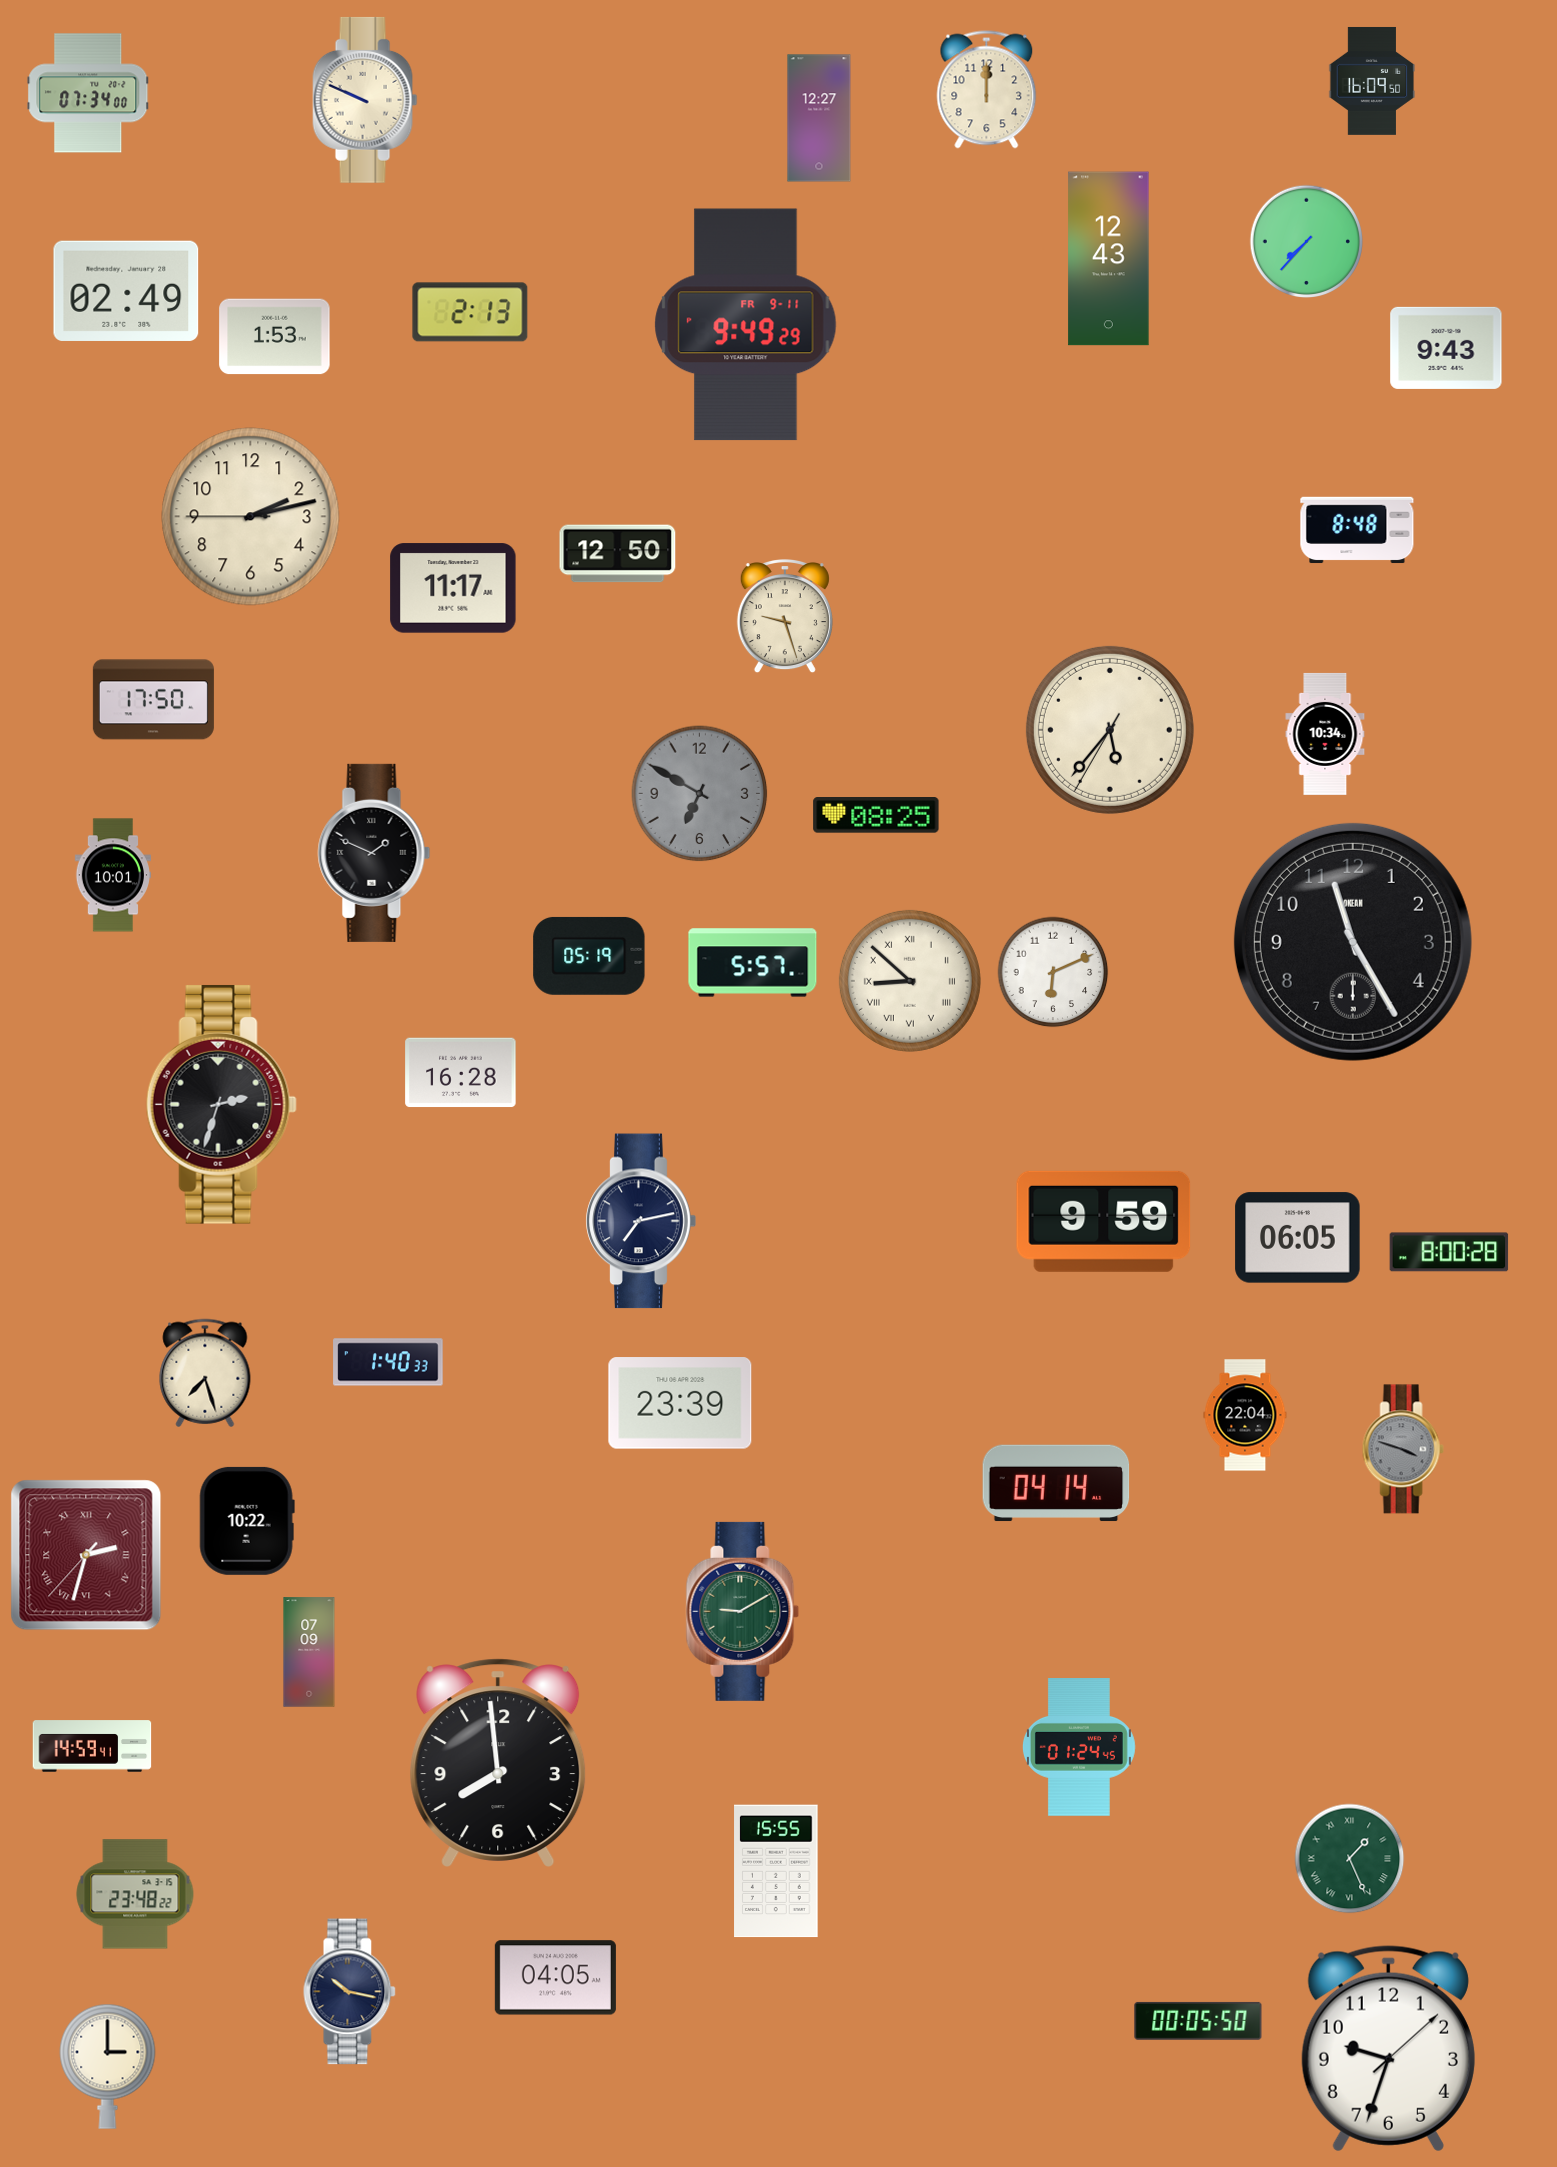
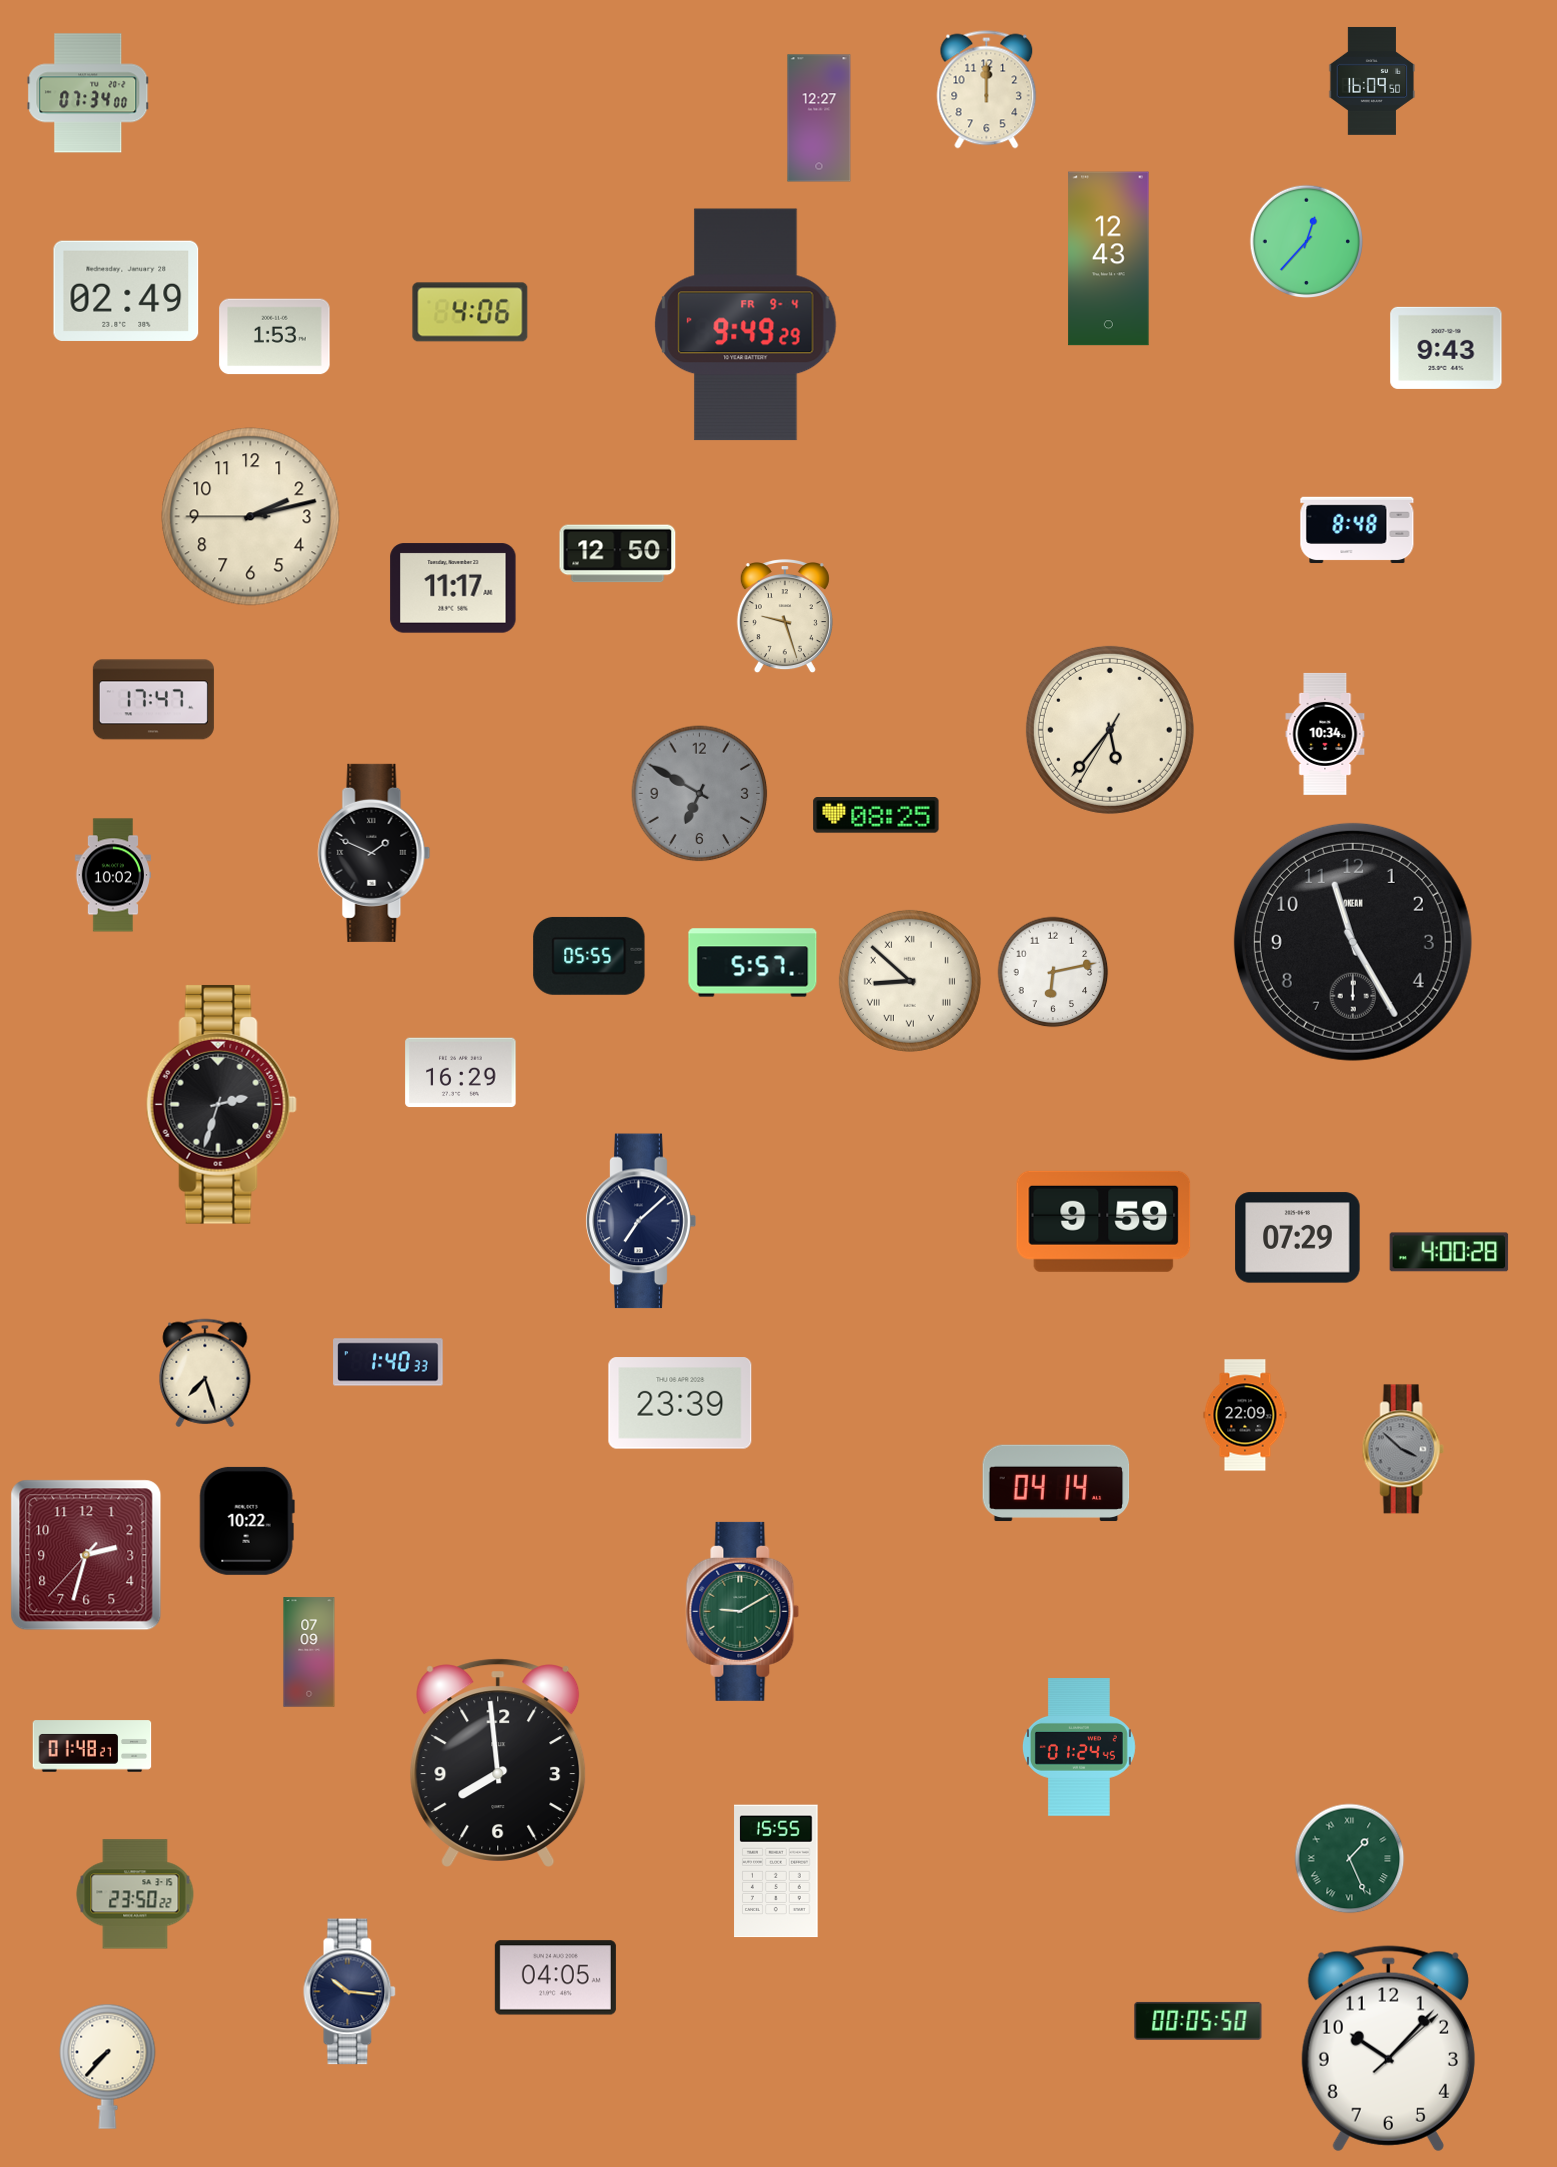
clock at (365, 100): 9:49 -> none
clock at (1306, 241): 7:37 -> 12:37
clock at (470, 312): 2:13 -> 4:06
clock at (746, 325) date: FR 9-11 -> FR 9-4
clock at (153, 700): 17:50 -> 17:47
clock at (112, 875): 10:01 -> 10:02
clock at (589, 956): 05:19 -> 05:55
clock at (1053, 972): 6:11 -> 6:13
clock at (461, 1073): 16:28 -> 16:29
clock at (641, 1221): 7:13 -> 7:08
clock at (1298, 1238): 06:05 -> 07:29
clock at (1449, 1252): 8:00 -> 4:00
clock at (1245, 1415): 22:04 -> 22:09
clock at (1403, 1449): 3:48 -> 3:52
clock at (86, 1555) numerals: Roman -> Arabic
clock at (92, 1746): 14:59 -> 01:48
clock at (135, 1894): 23:48 -> 23:50
clock at (350, 1992): 10:17 -> 10:16
clock at (1388, 2049): 9:33 -> 10:07
clock at (108, 2066): 3:00 -> 7:37
